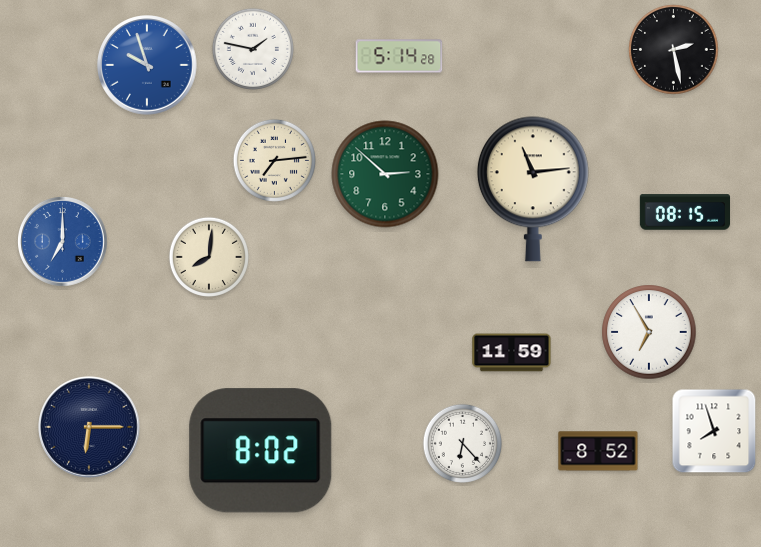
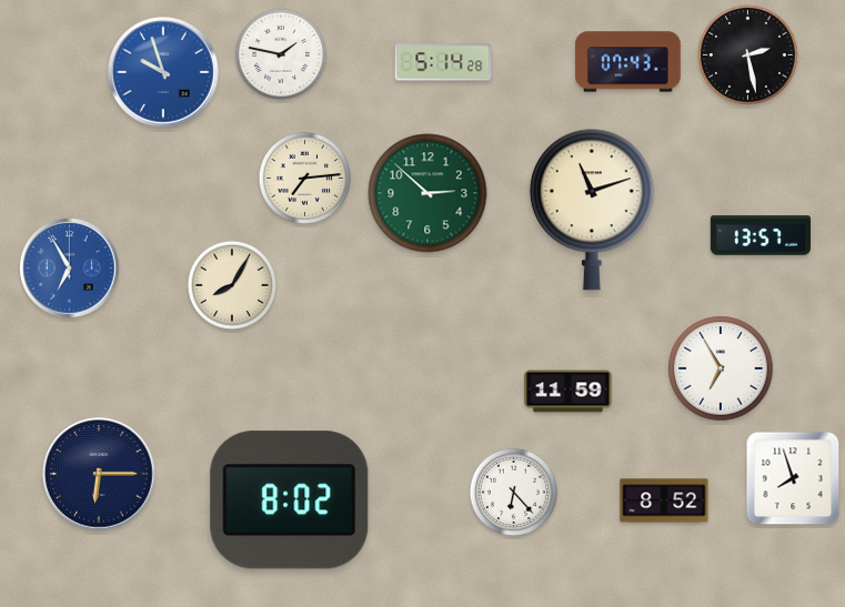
clock at (628, 62): none -> 07:43
clock at (533, 189): 11:14 -> 11:12
clock at (684, 212): 08:15 -> 13:57
clock at (63, 242): 7:00 -> 6:55
clock at (208, 256): 8:01 -> 8:05
